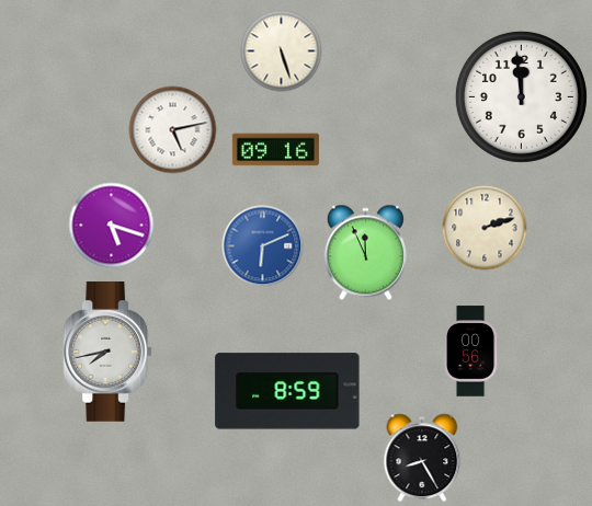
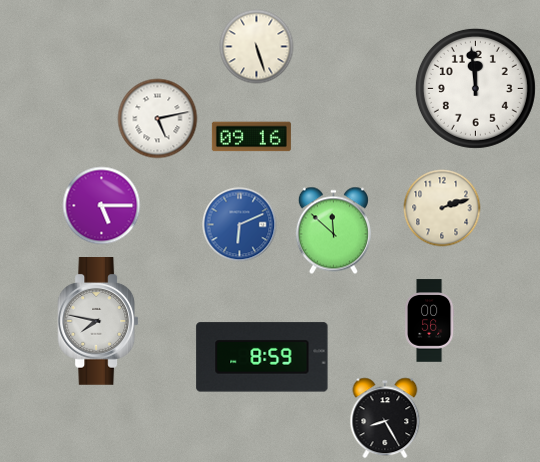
clock at (112, 226): 5:18 -> 5:15
clock at (365, 253): 11:56 -> 11:52
clock at (107, 353): 7:43 -> 7:47
